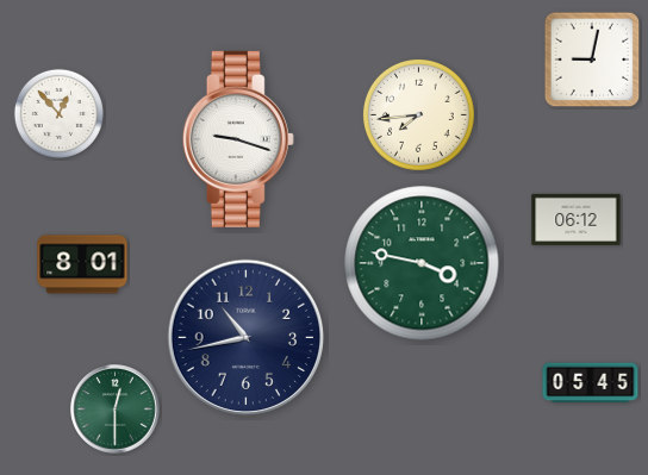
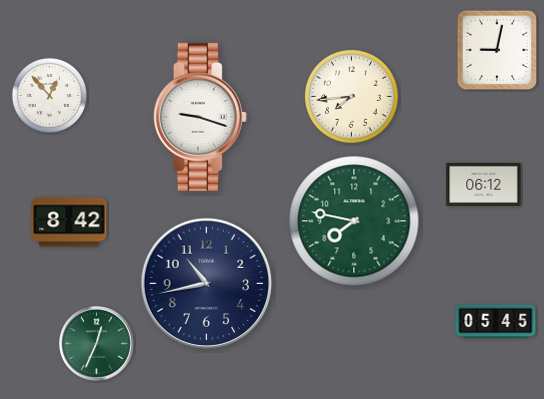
clock at (422, 263): 3:47 -> 7:47
clock at (82, 264): 8:01 -> 8:42
clock at (116, 410): 12:30 -> 12:34
